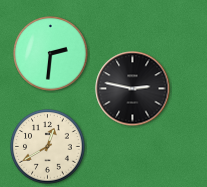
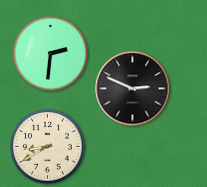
clock at (133, 89): 2:47 -> 2:49
clock at (48, 147): 12:40 -> 8:40
